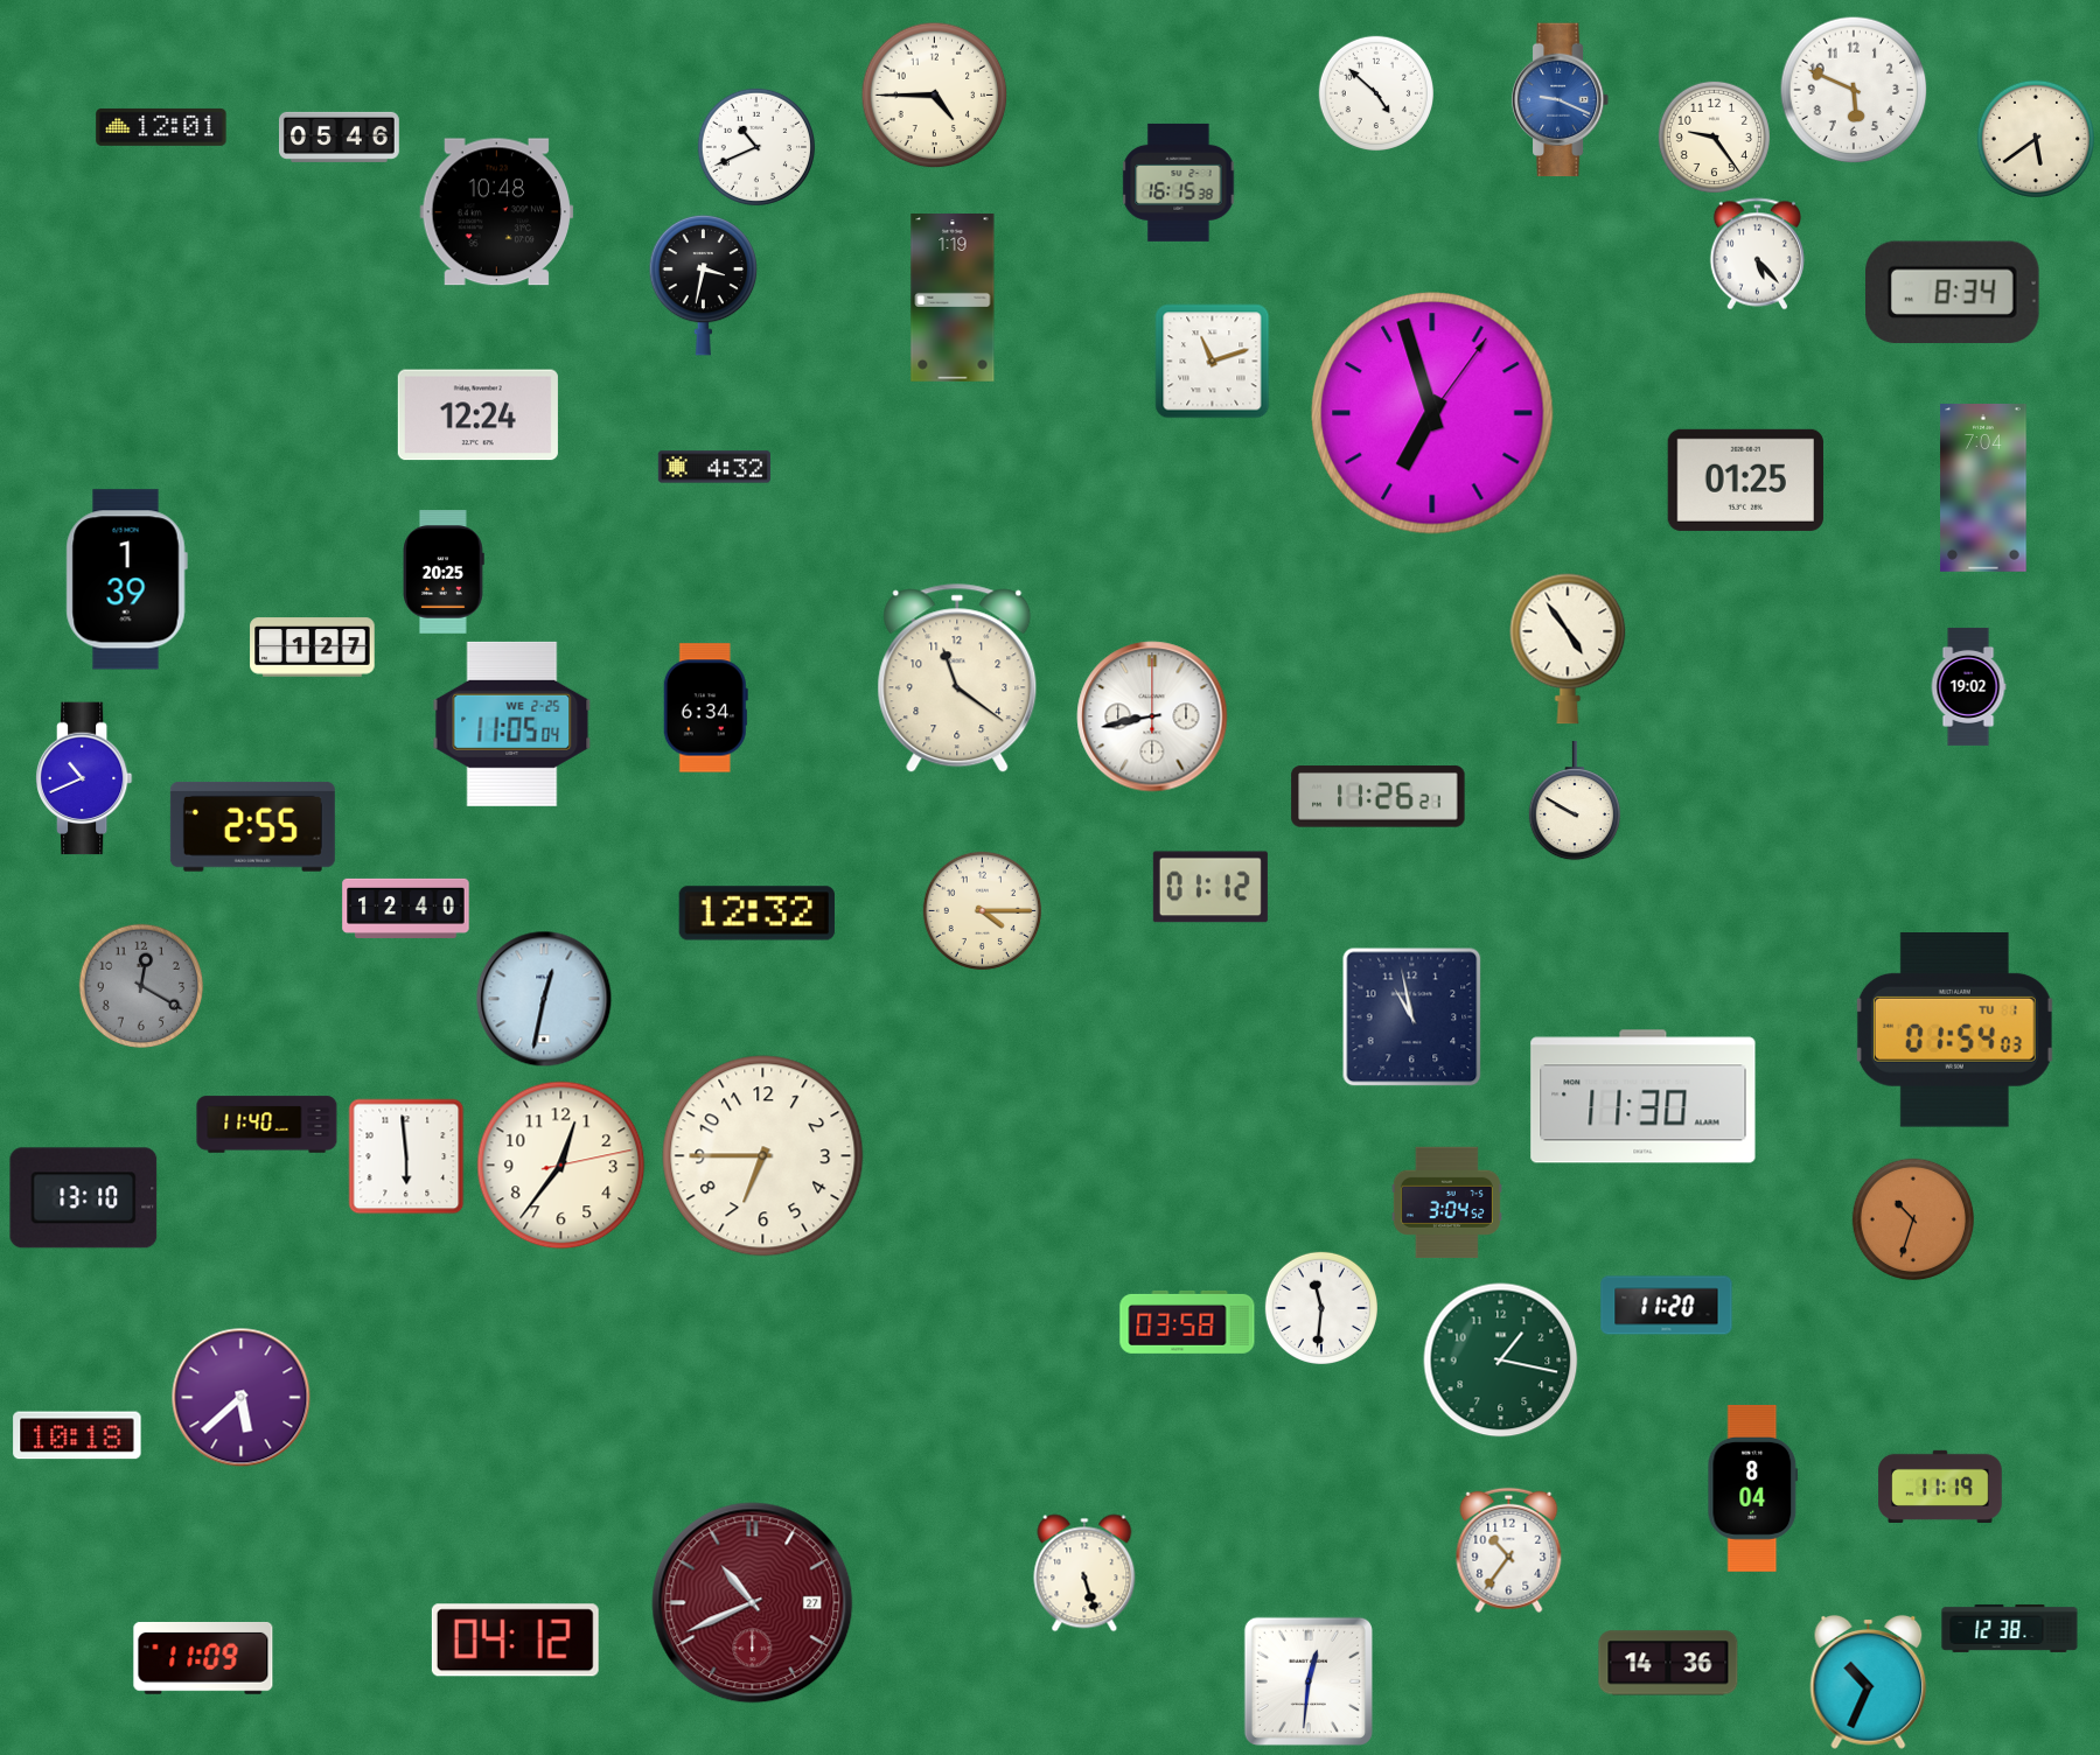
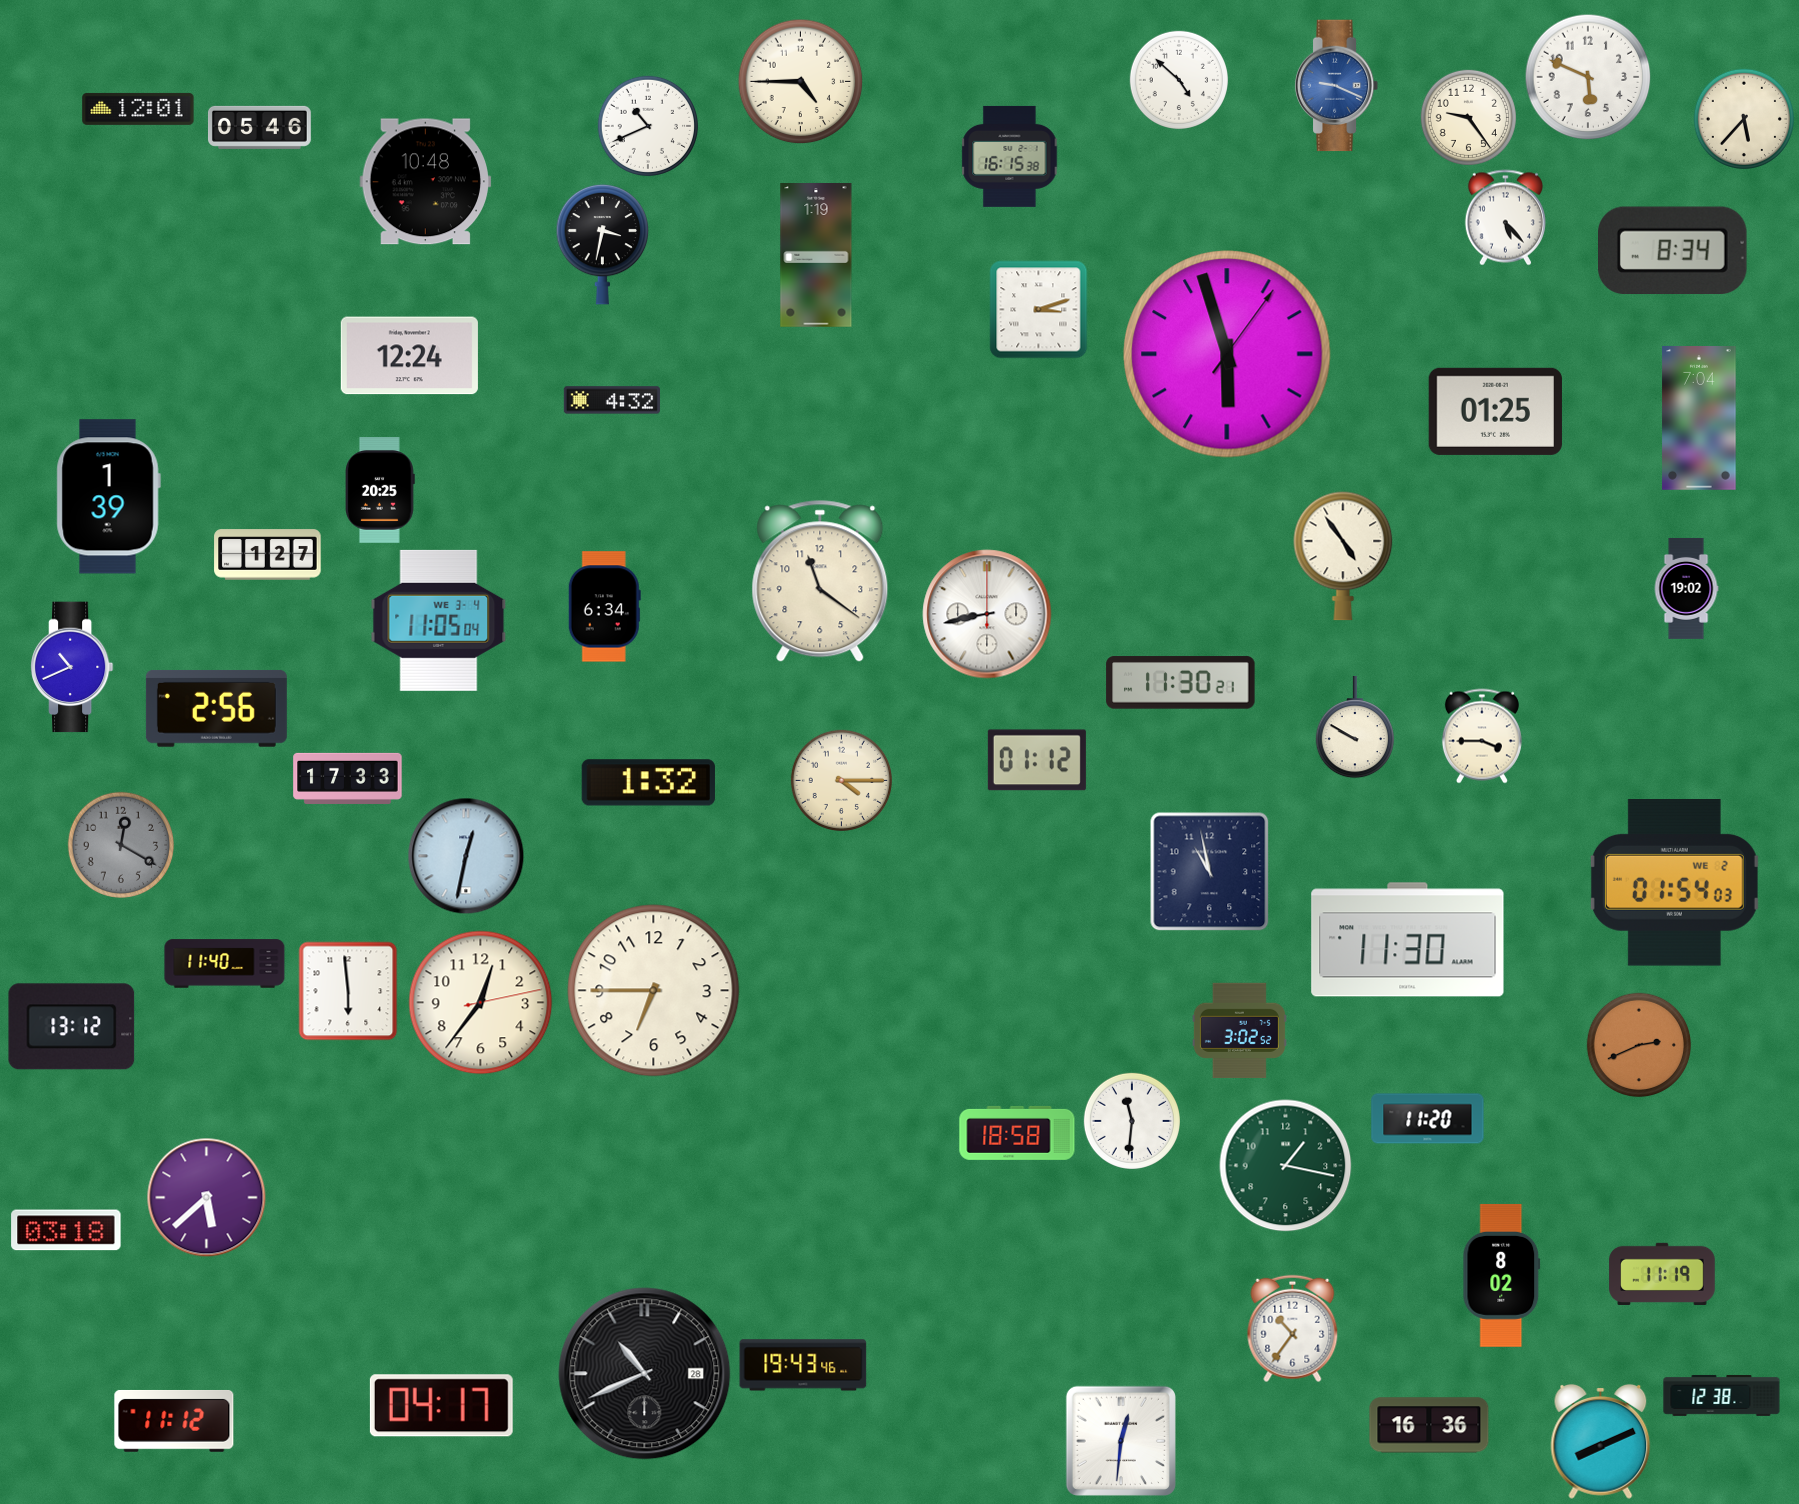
clock at (340, 137) position: (340, 137) -> (260, 127)
clock at (2035, 138): 5:39 -> 5:37
clock at (1213, 362): 11:12 -> 3:12
clock at (1432, 413): 6:57 -> 5:57
clock at (512, 723) date: WE 2-25 -> WE 3-4
clock at (1379, 797): 11:26 -> 11:30
clock at (1575, 800) position: (1575, 800) -> (1355, 727)
clock at (252, 826): 2:55 -> 2:56
clock at (1482, 736): none -> 3:45
clock at (406, 908): 12:40 -> 17:33
clock at (756, 914): 12:32 -> 1:32
clock at (1954, 1030) date: TU 1 -> WE 2
clock at (267, 1125) position: (267, 1125) -> (225, 964)
clock at (561, 1166) position: (561, 1166) -> (481, 1003)
clock at (84, 1198): 13:10 -> 13:12
clock at (1446, 1202): 3:04 -> 3:02
clock at (1912, 1218): 10:33 -> 2:41
clock at (1187, 1322): 03:58 -> 18:58
clock at (77, 1435): 10:18 -> 03:18
clock at (1753, 1488): 8:04 -> 8:02
clock at (1084, 1573): 5:27 -> none
clock at (803, 1365): none -> 19:43
clock at (753, 1603) date: 27 -> 28
clock at (753, 1603) dial: burgundy -> black
clock at (515, 1641): 04:12 -> 04:17
clock at (203, 1658): 11:09 -> 11:12
clock at (1668, 1663): 14:36 -> 16:36
clock at (1869, 1681): 10:34 -> 8:11
